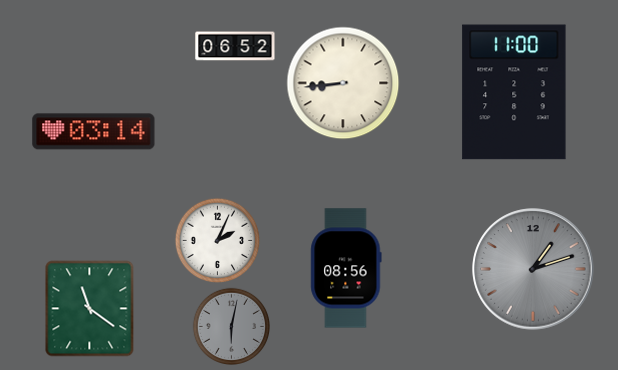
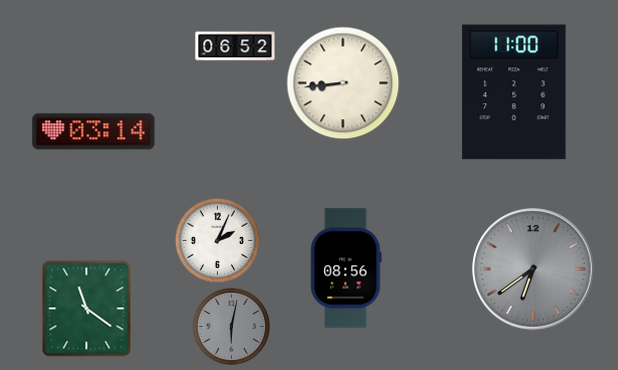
clock at (533, 269): 1:12 -> 6:39
clock at (90, 309) position: (90, 309) -> (87, 309)
